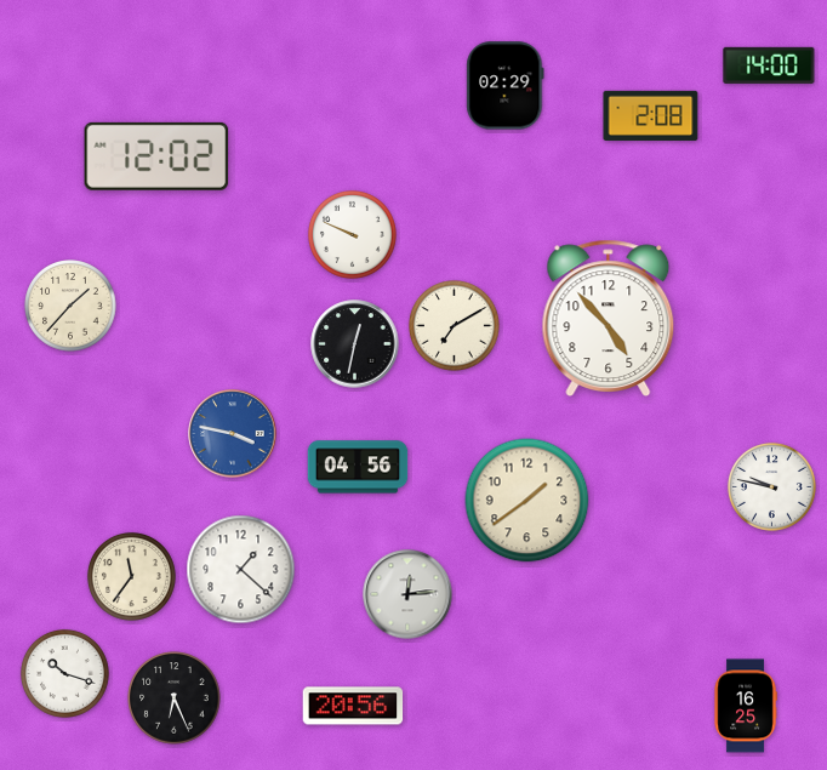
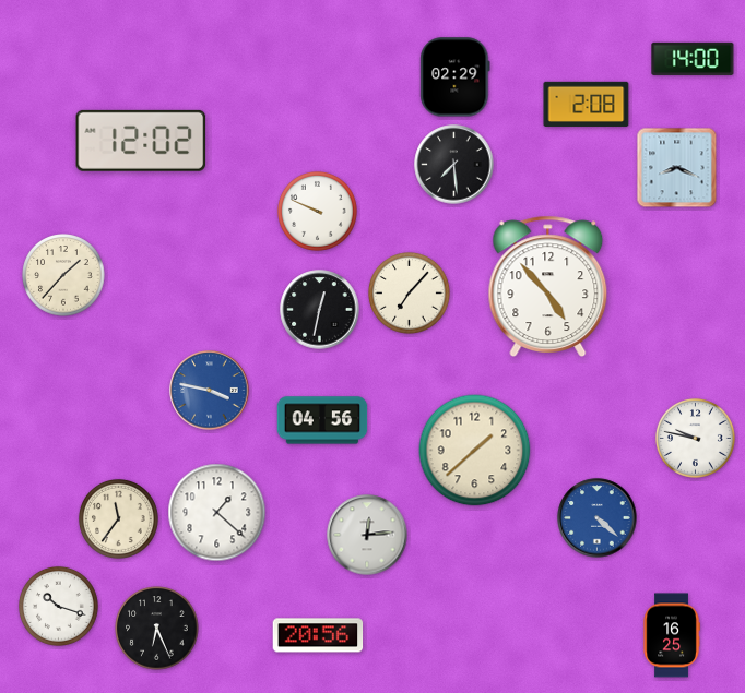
clock at (454, 165): none -> 7:29
clock at (677, 168): none -> 8:19
clock at (455, 326): 7:10 -> 7:07
clock at (527, 501): 1:39 -> 1:38
clock at (598, 518): none -> 4:22
